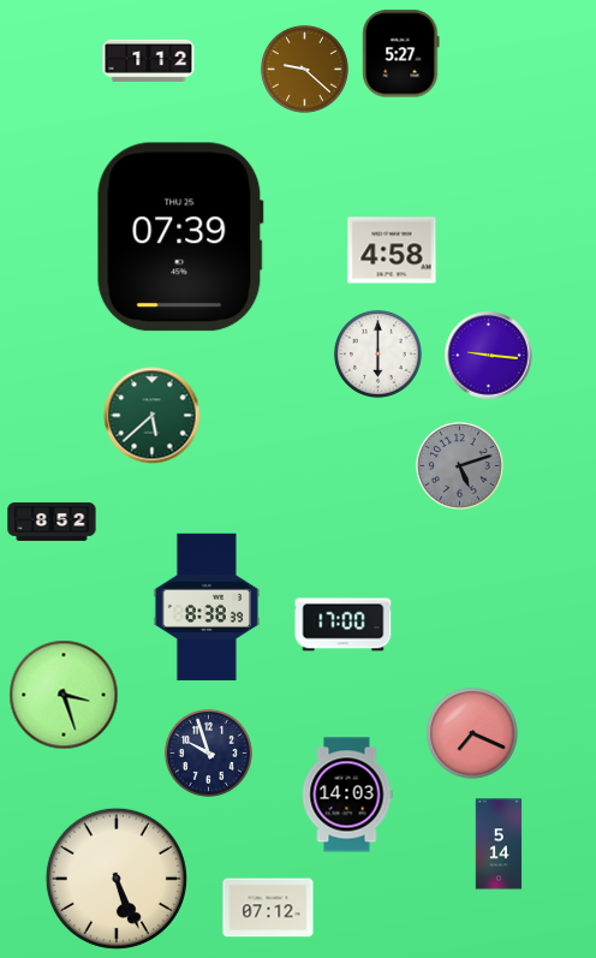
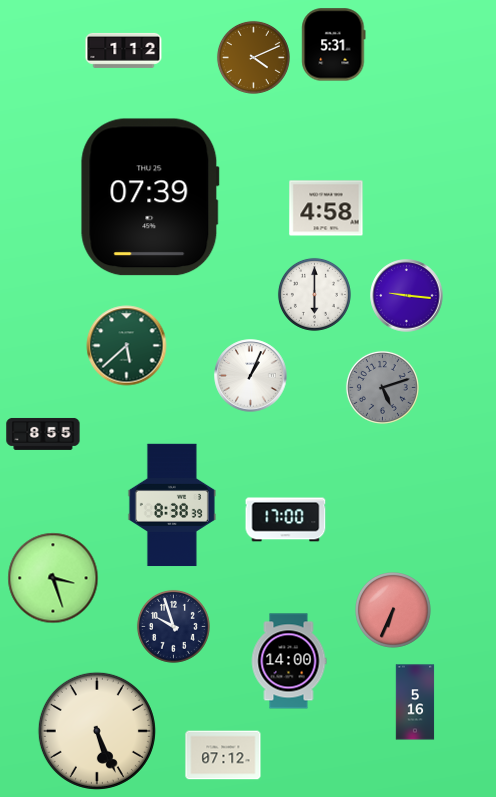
clock at (401, 54): 5:27 -> 5:31
clock at (304, 69): 9:22 -> 4:11
clock at (251, 376): none -> 1:04
clock at (52, 522): 8:52 -> 8:55
clock at (473, 734): 7:19 -> 6:34
clock at (347, 795): 14:03 -> 14:00
clock at (499, 844): 5:14 -> 5:16
